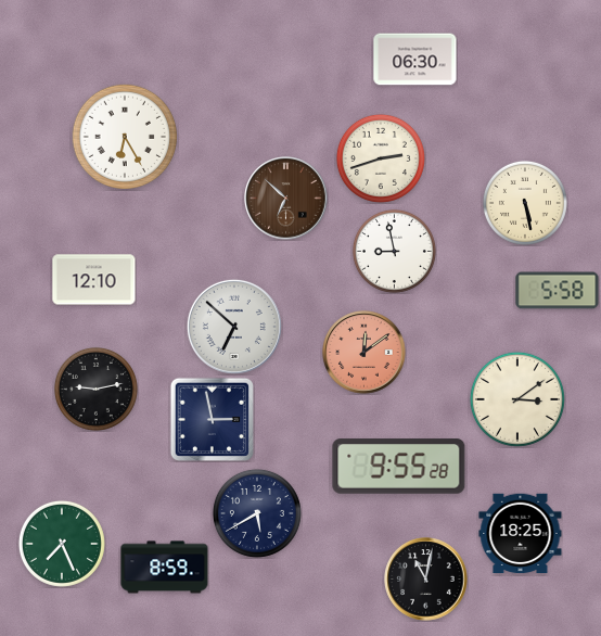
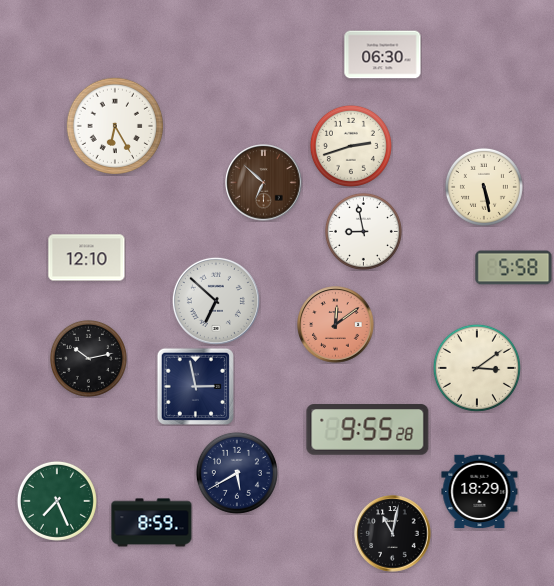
clock at (95, 389): 9:13 -> 10:13
clock at (521, 534): 18:25 -> 18:29
